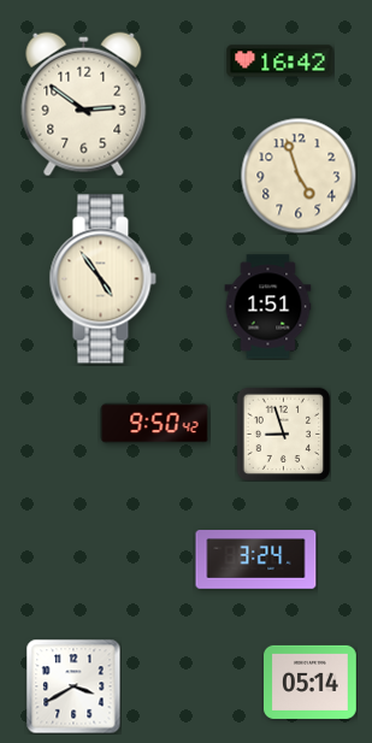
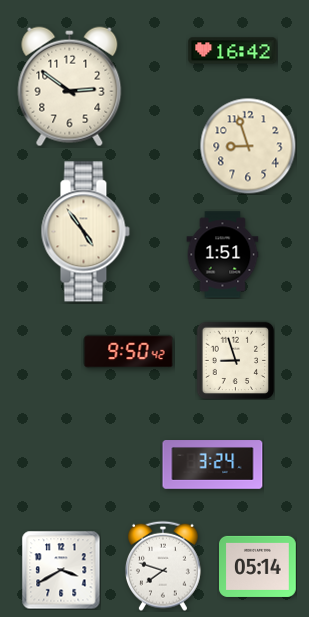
clock at (299, 176): 4:57 -> 8:57
clock at (163, 566): none -> 7:48
